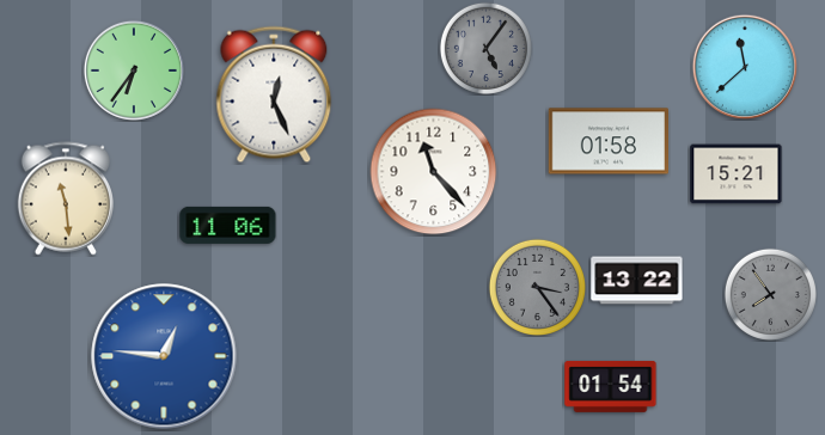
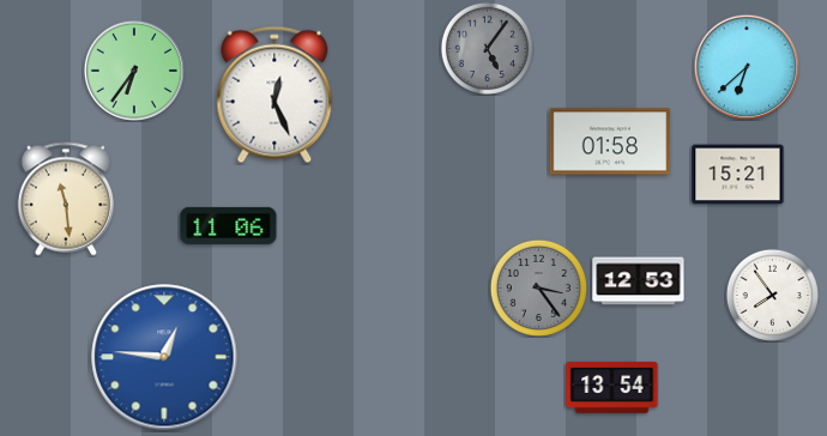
clock at (744, 66): 11:38 -> 6:38
clock at (434, 172): 11:23 -> none
clock at (637, 281): 13:22 -> 12:53
clock at (770, 294) dial: grey -> white
clock at (611, 386): 01:54 -> 13:54
